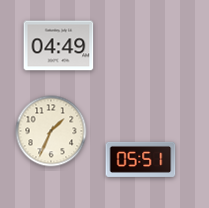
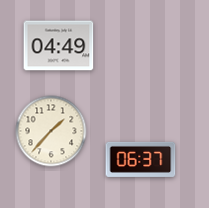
clock at (51, 131): 1:34 -> 1:37
clock at (141, 159): 05:51 -> 06:37
